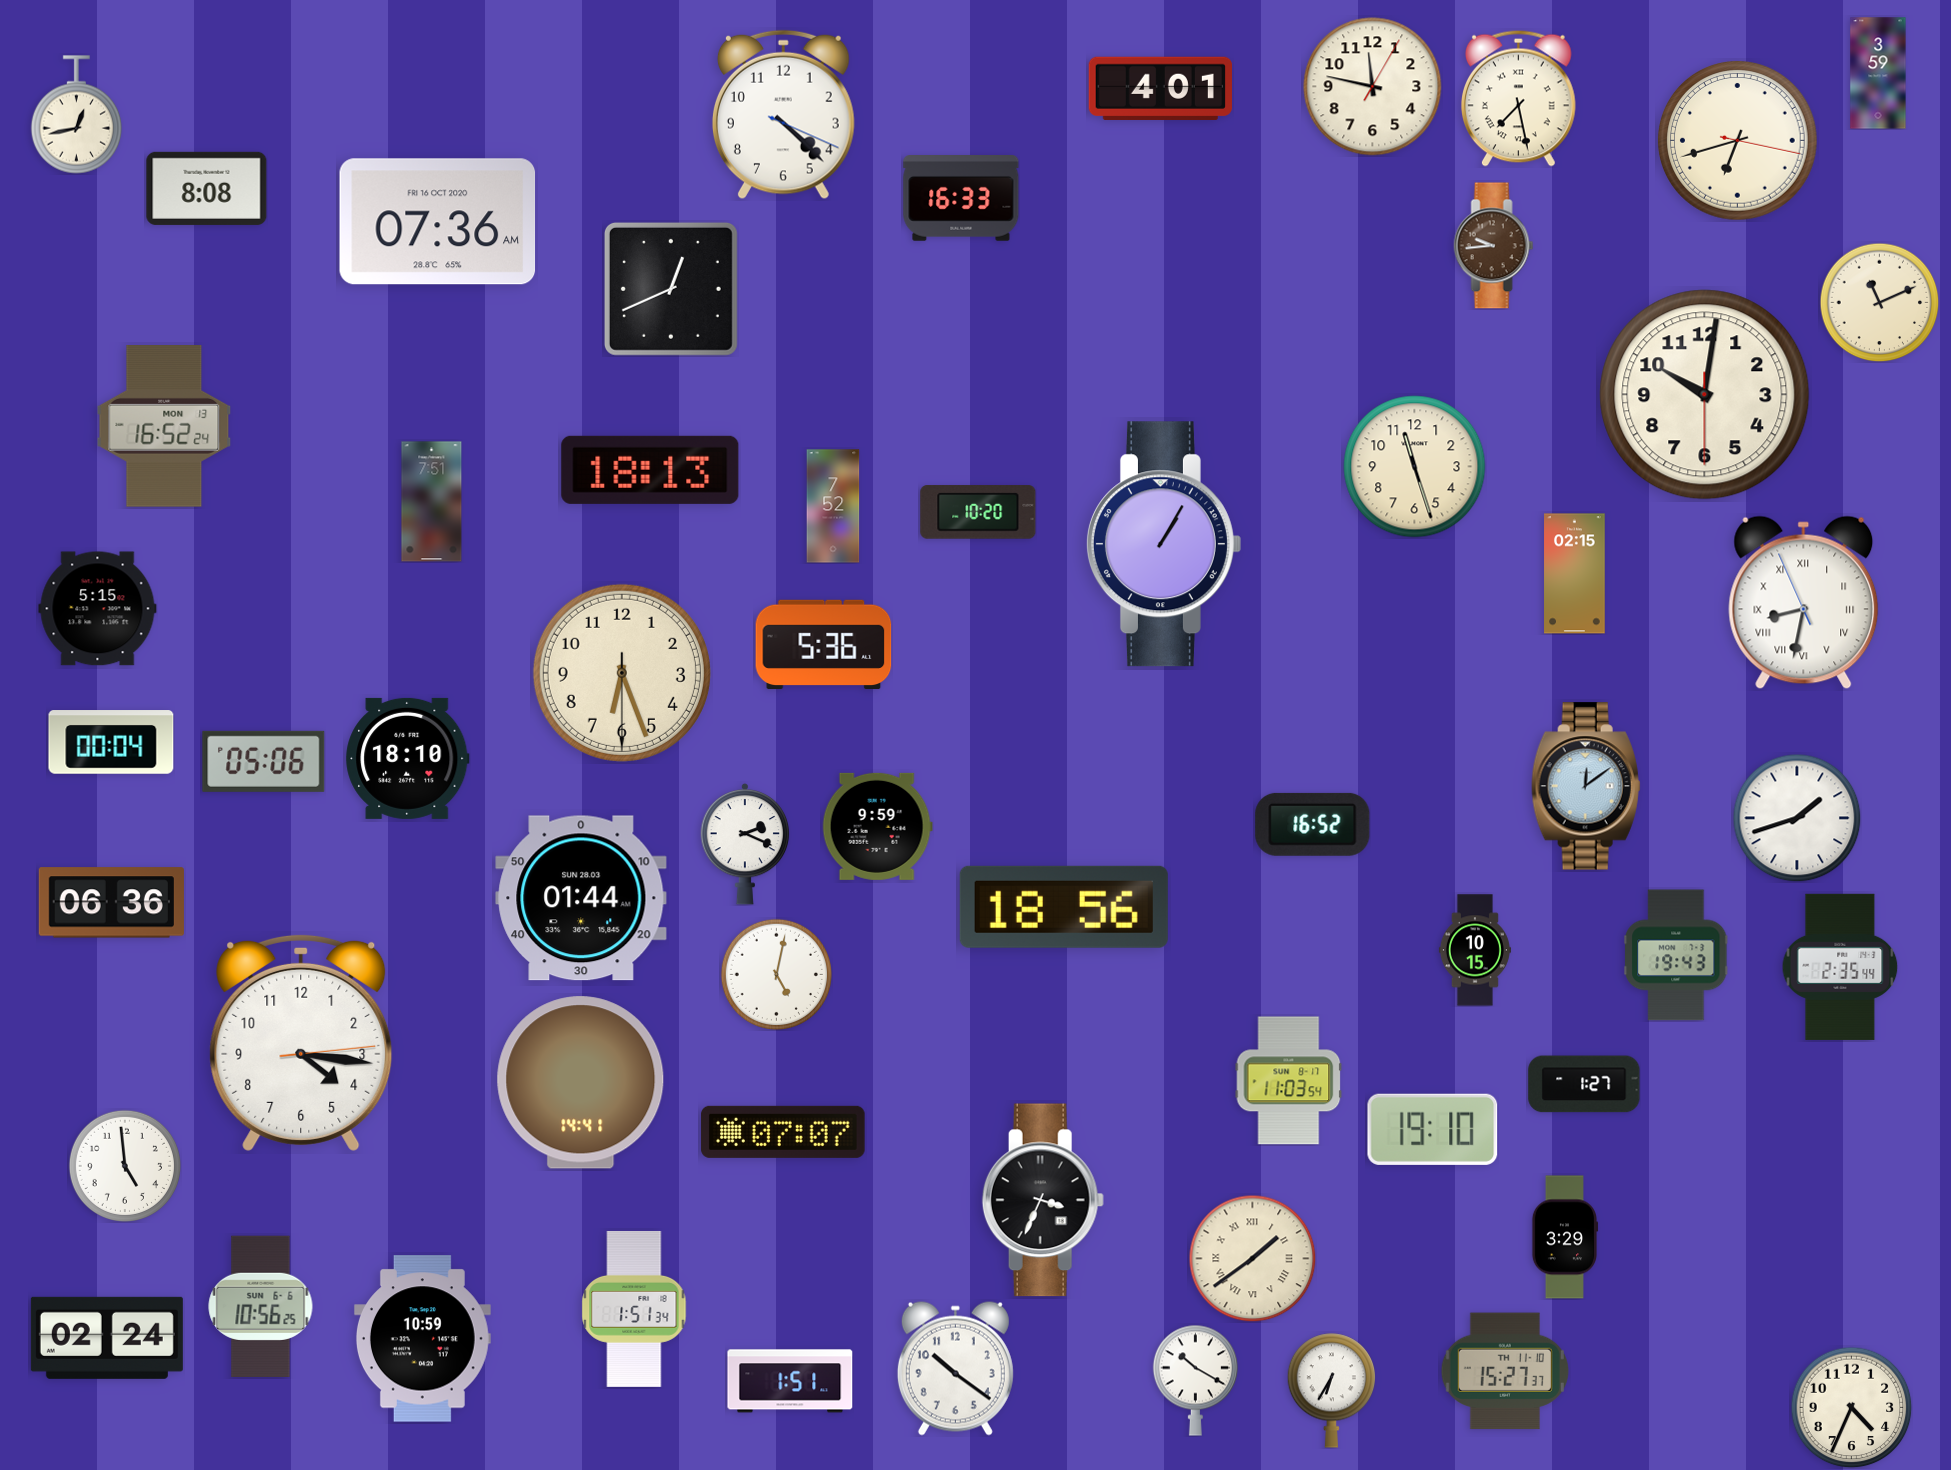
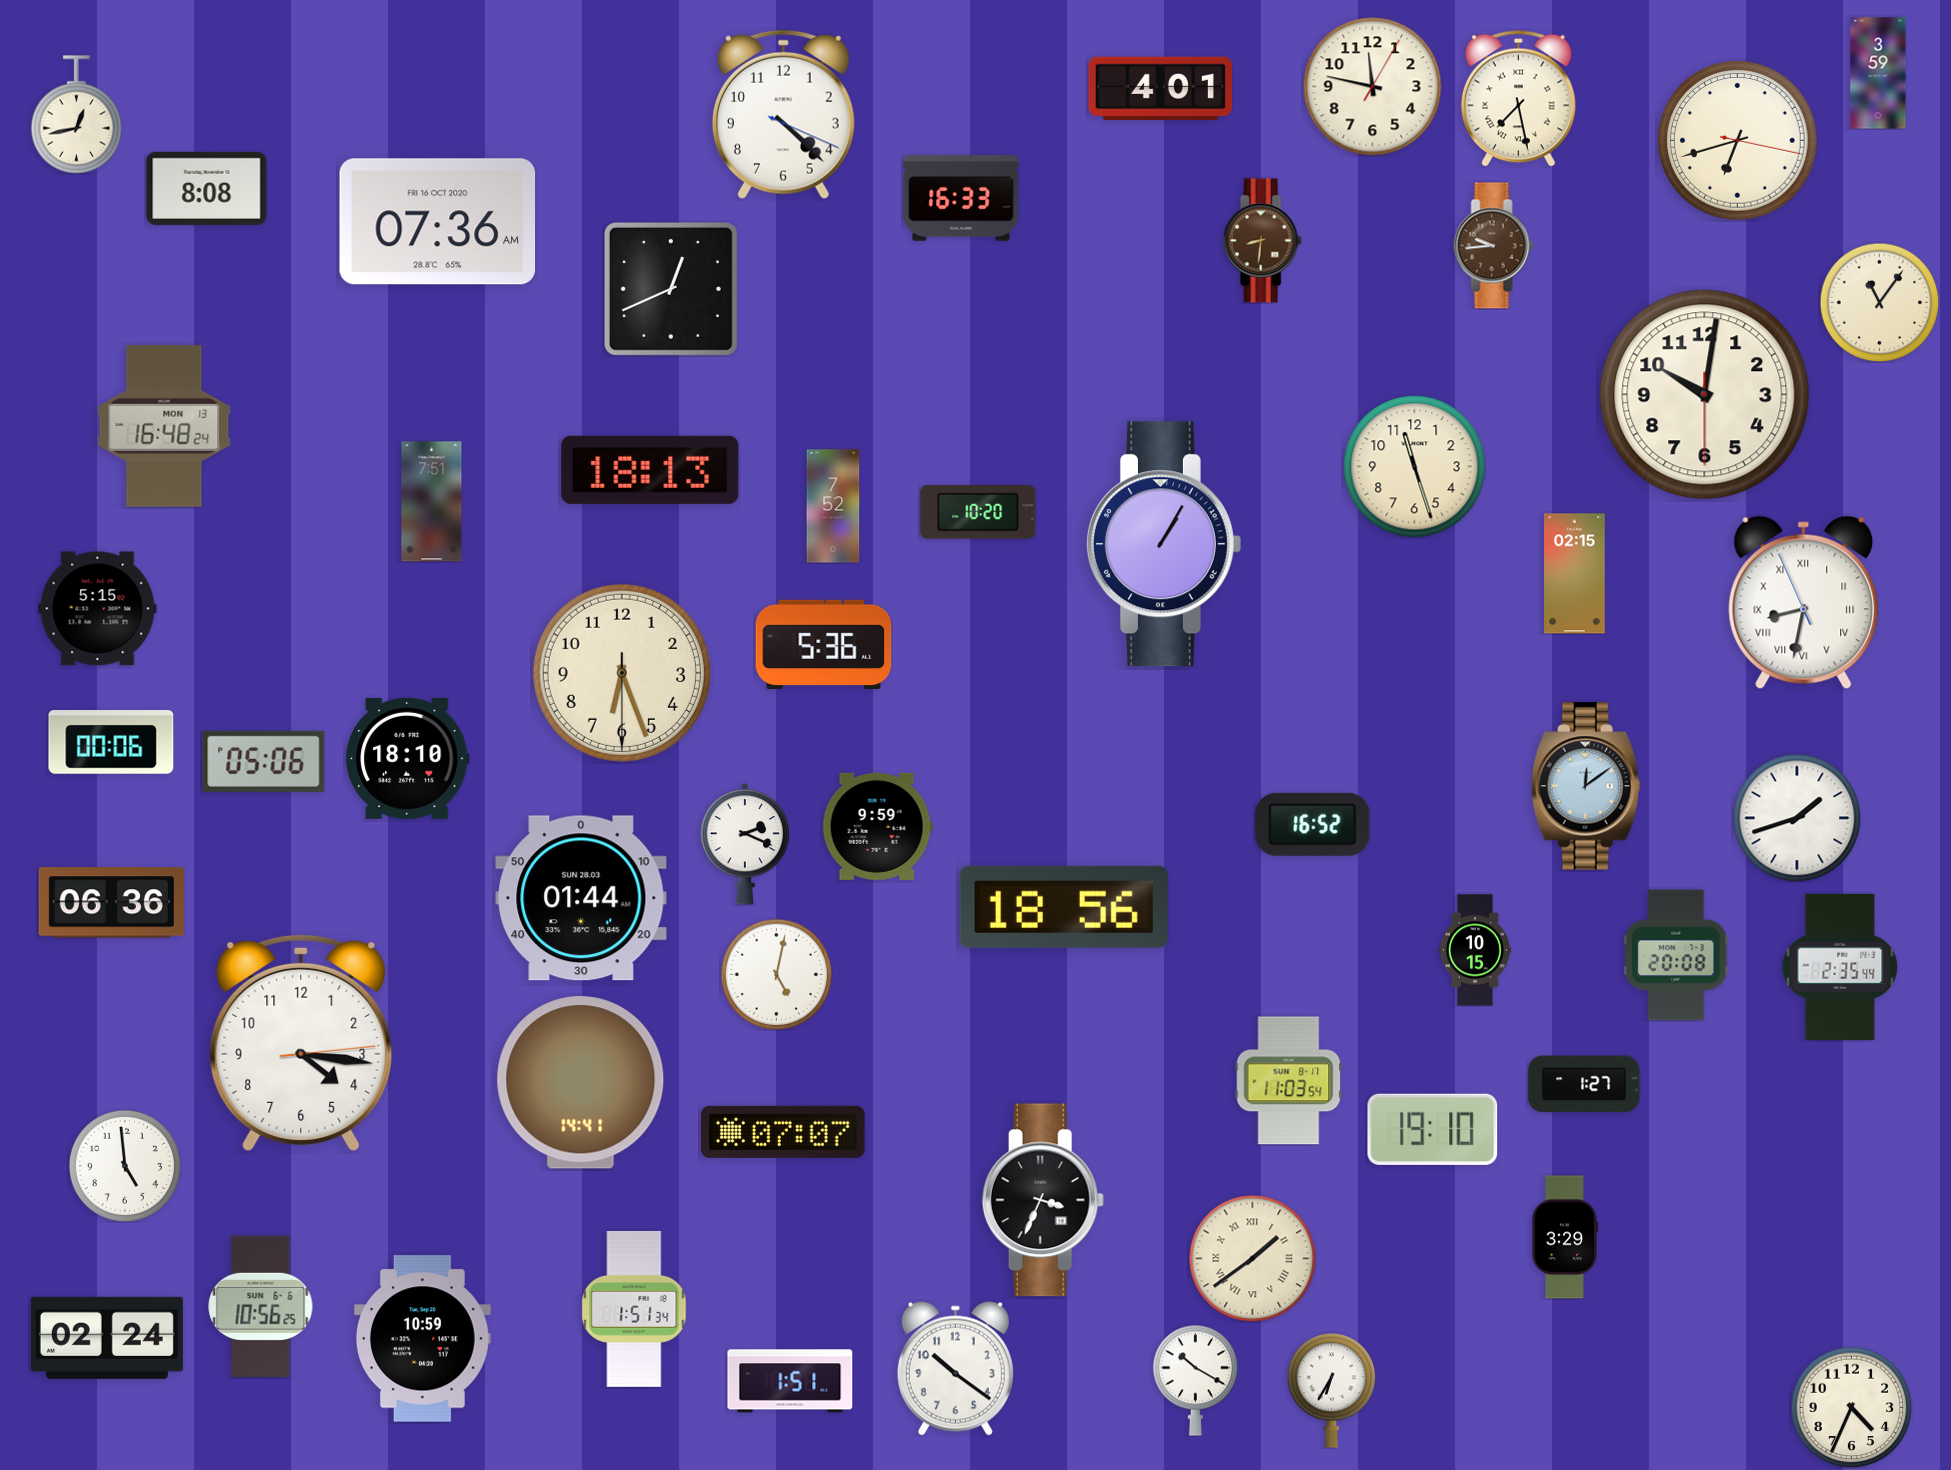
clock at (1262, 241): none -> 8:31
clock at (1879, 302): 11:11 -> 11:06
clock at (164, 427): 16:52 -> 16:48
clock at (111, 742): 00:04 -> 00:06
clock at (1676, 955): 19:43 -> 20:08
clock at (1505, 1371): 15:27 -> none
